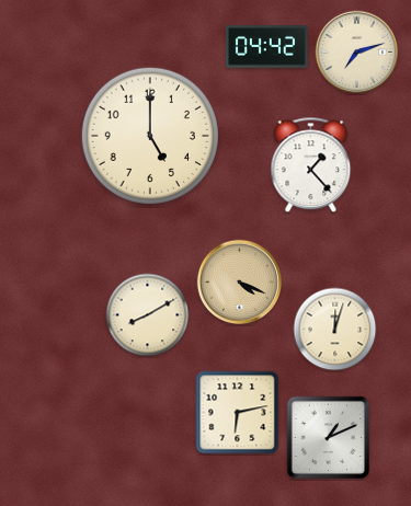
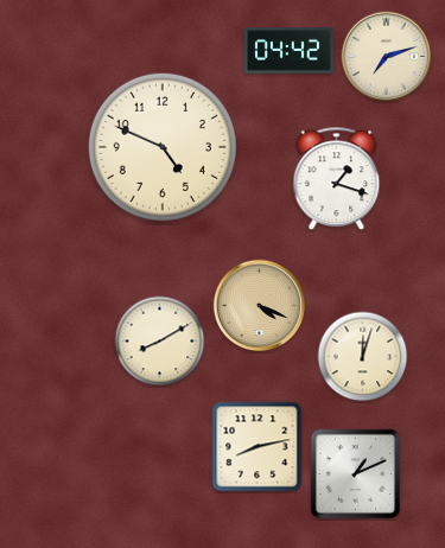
clock at (150, 136): 5:00 -> 4:49
clock at (311, 165): 1:23 -> 1:18
clock at (238, 413): 6:13 -> 8:13
